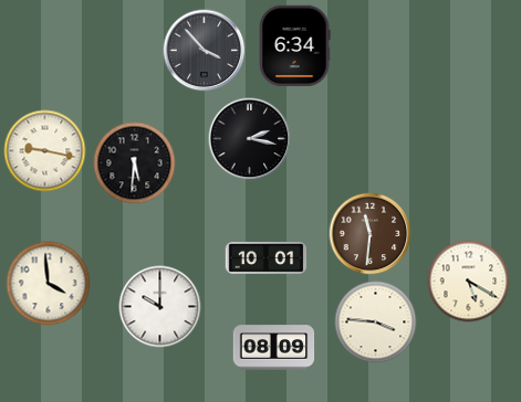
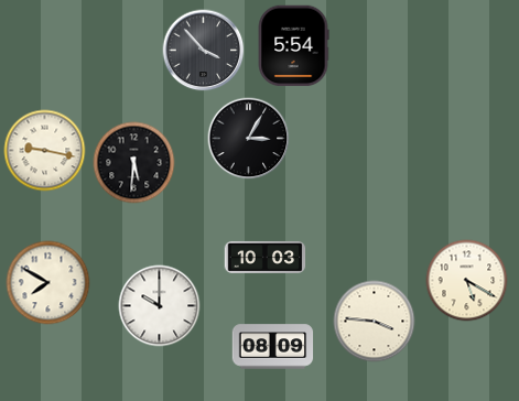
clock at (294, 46): 6:34 -> 5:54
clock at (250, 139): 2:17 -> 3:05
clock at (371, 234): 11:31 -> none
clock at (267, 257): 10:01 -> 10:03
clock at (49, 284): 3:59 -> 7:50
